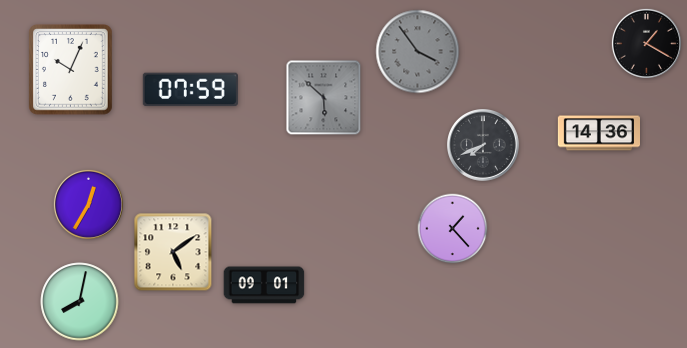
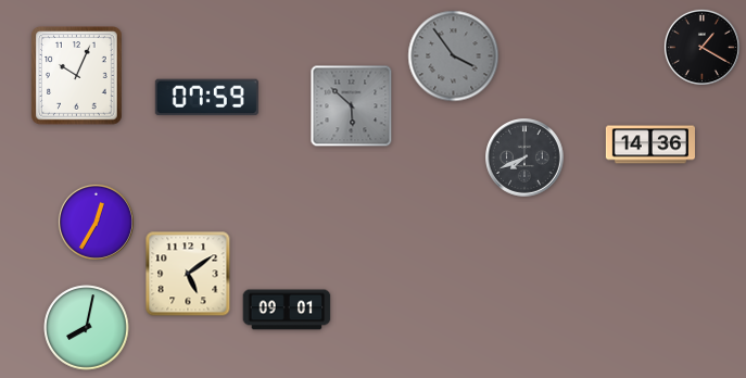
clock at (453, 229): 1:23 -> none
